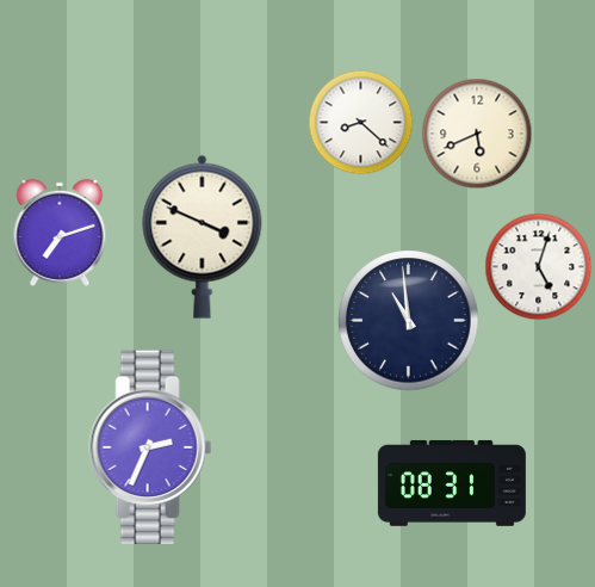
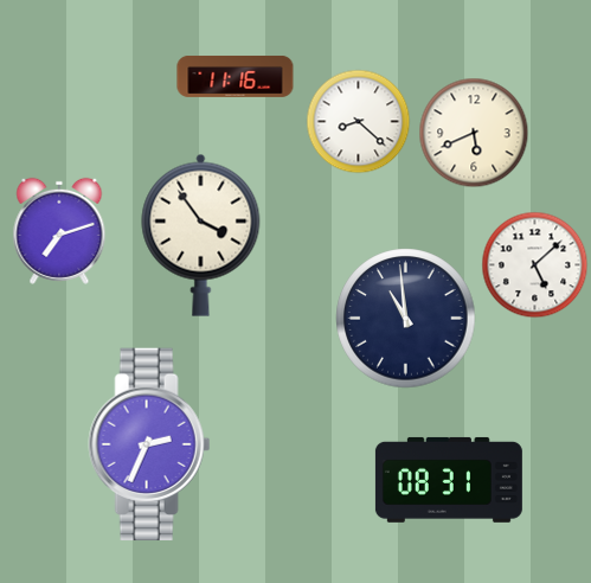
clock at (236, 76): none -> 11:16
clock at (203, 236): 3:49 -> 3:54
clock at (538, 266): 5:03 -> 5:08
